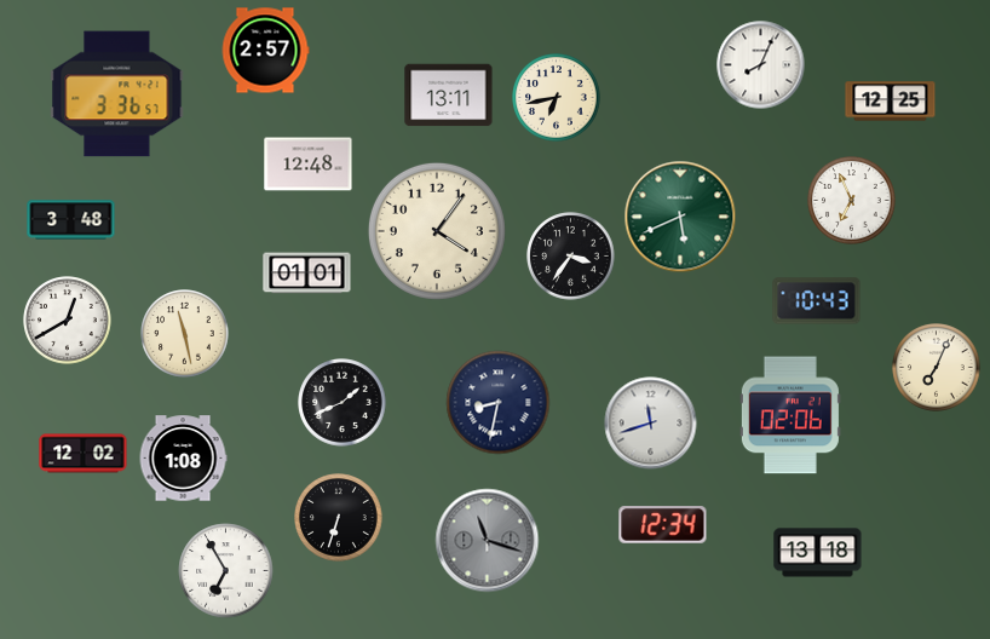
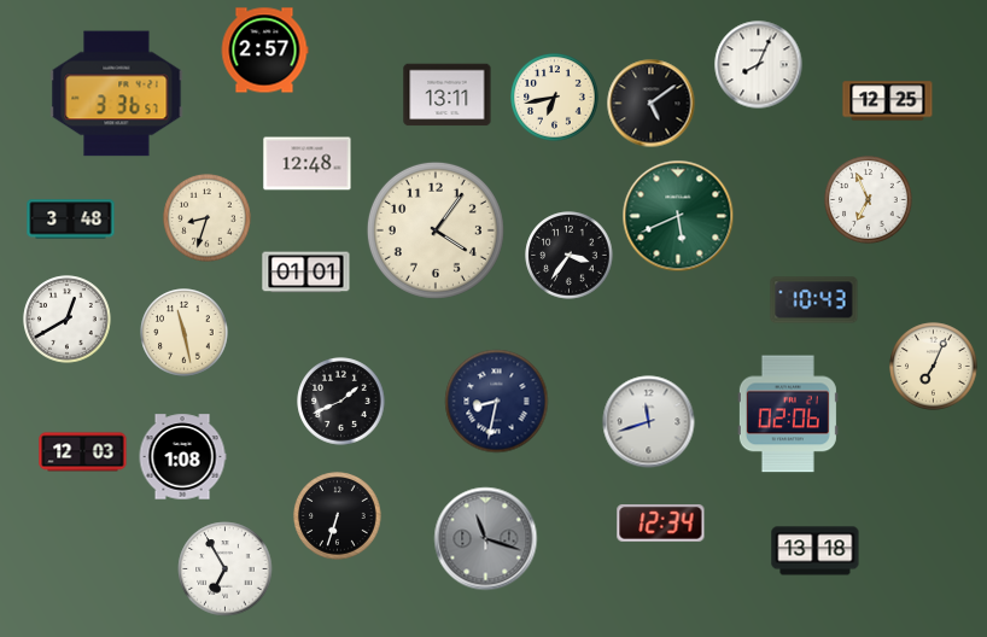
clock at (652, 104): none -> 5:09
clock at (852, 201) position: (852, 201) -> (869, 200)
clock at (208, 218): none -> 8:33
clock at (84, 454): 12:02 -> 12:03
